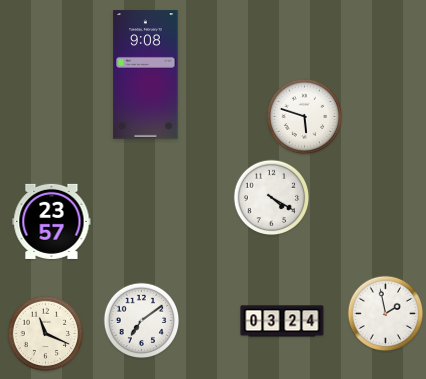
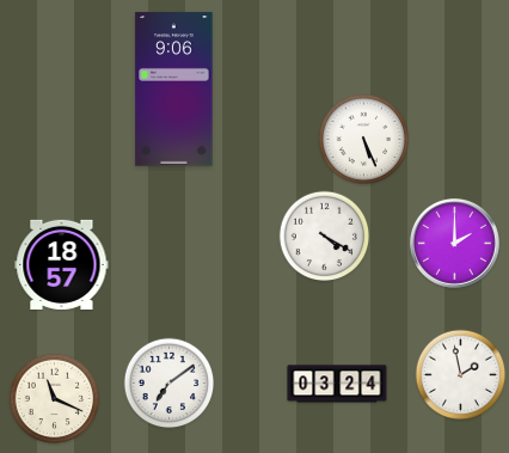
clock at (146, 75): 9:08 -> 9:06
clock at (305, 117): 5:48 -> 5:26
clock at (454, 243): none -> 2:00
clock at (52, 221): 23:57 -> 18:57
